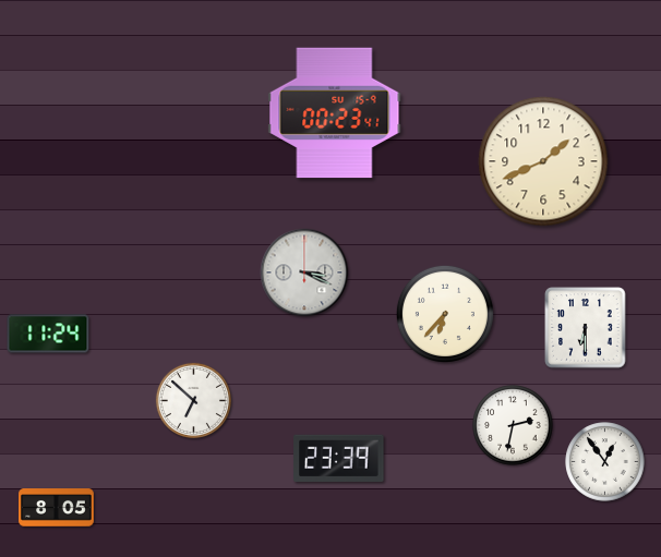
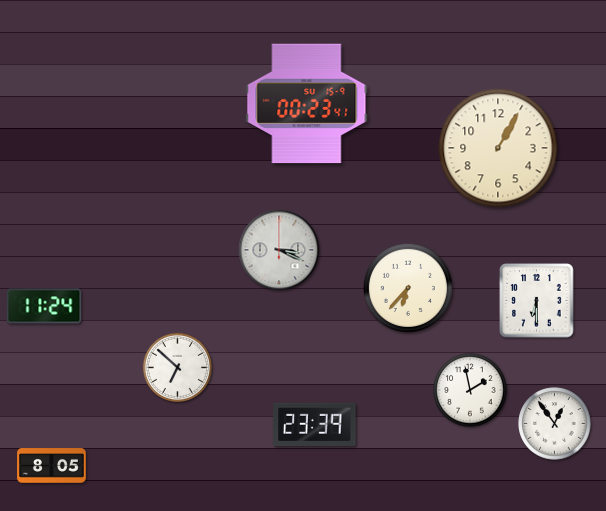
clock at (543, 161): 1:41 -> 1:05
clock at (513, 425): 2:32 -> 1:58
clock at (339, 458) position: (339, 458) -> (315, 424)
